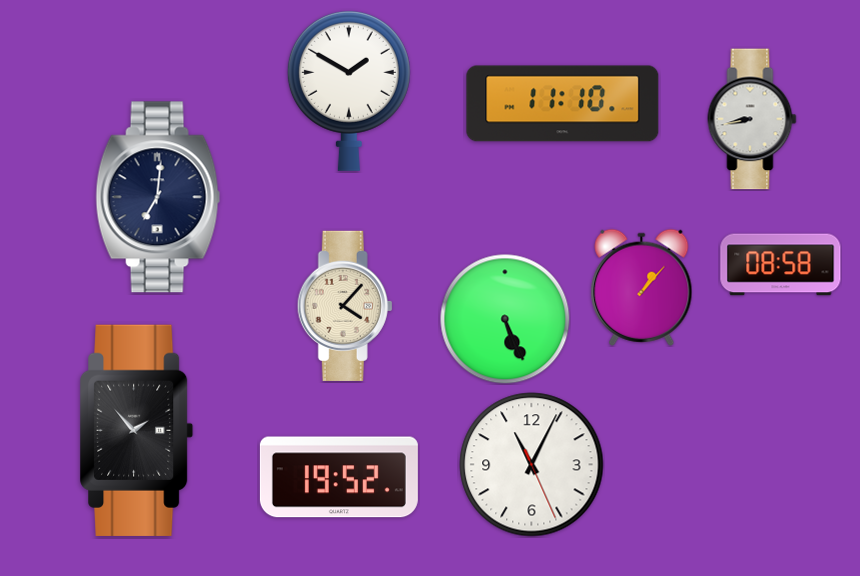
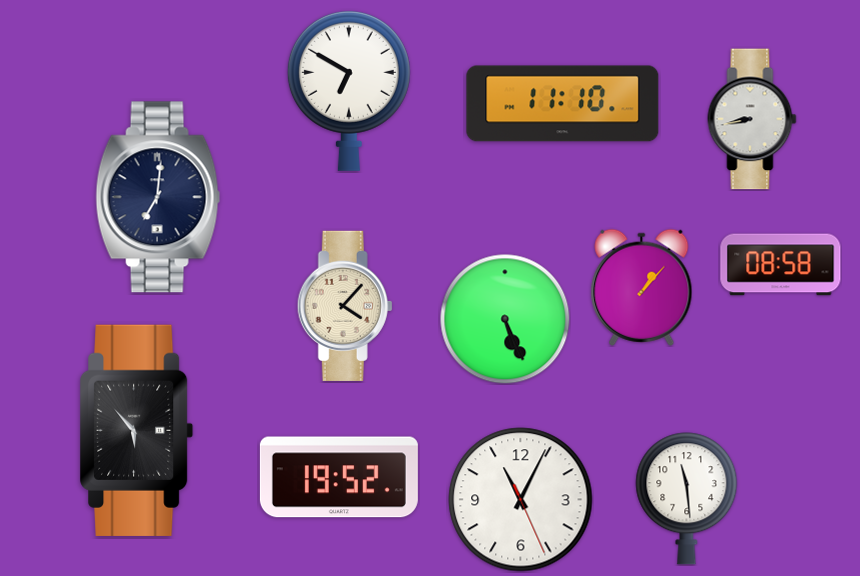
clock at (349, 90): 1:50 -> 6:50
clock at (137, 430): 1:53 -> 5:53
clock at (532, 465) position: (532, 465) -> (521, 500)
clock at (687, 499): none -> 11:29
